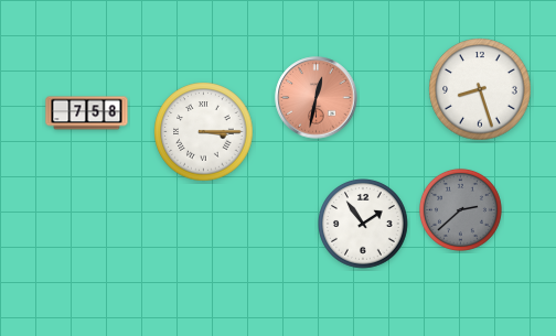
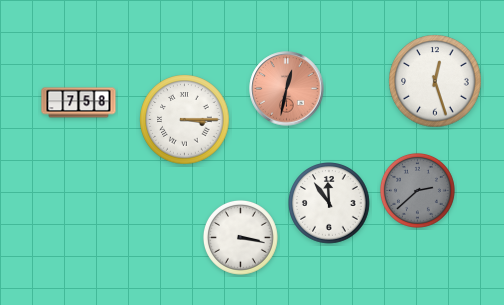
clock at (480, 89): 8:27 -> 12:27
clock at (363, 224): 1:54 -> 11:54
clock at (240, 237): none -> 3:17
